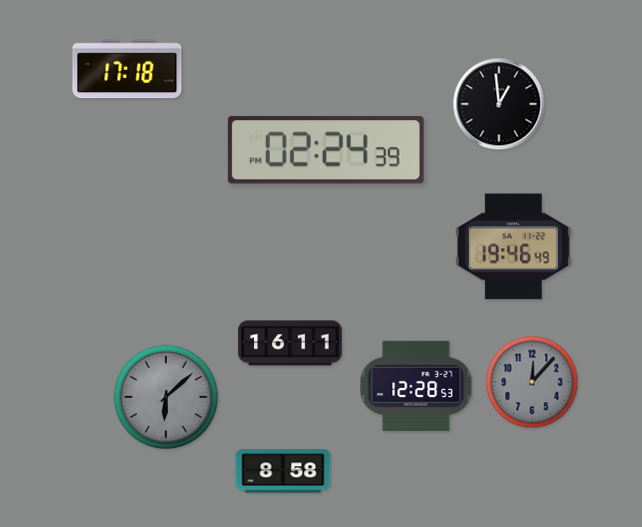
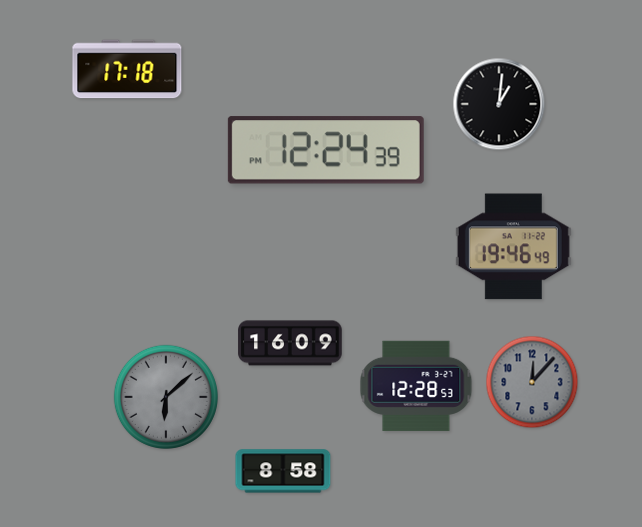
clock at (499, 104): 12:59 -> 1:01
clock at (326, 150): 02:24 -> 12:24
clock at (290, 343): 16:11 -> 16:09
